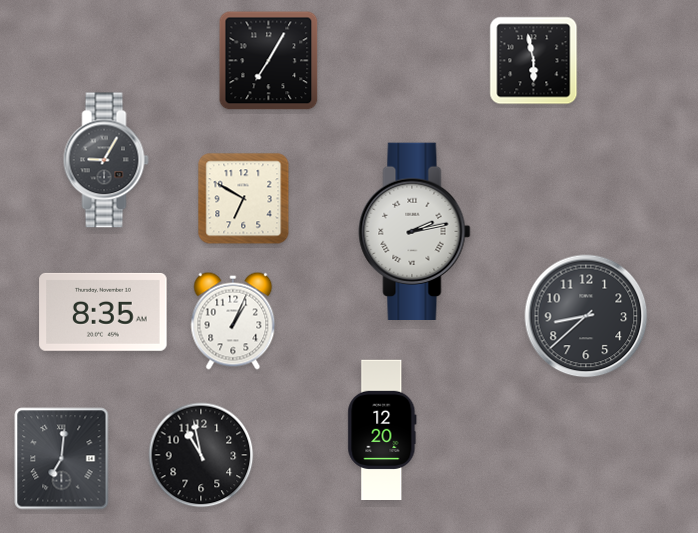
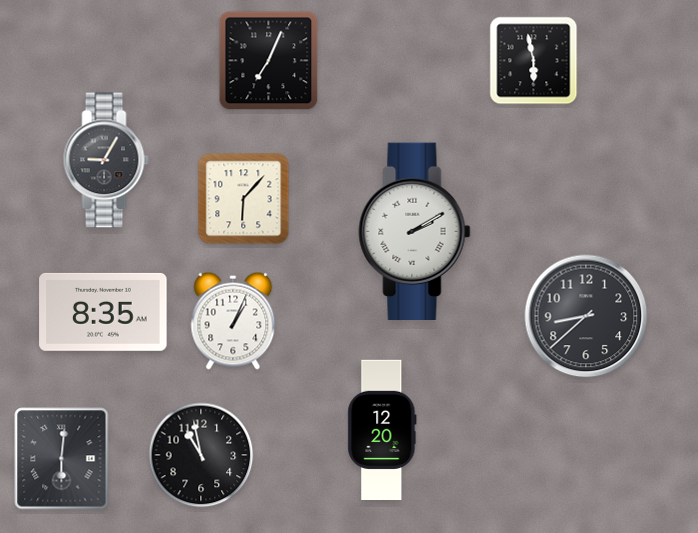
clock at (269, 61): 7:05 -> 7:04
clock at (244, 199): 6:50 -> 6:07
clock at (415, 231): 2:13 -> 2:10
clock at (62, 459): 7:01 -> 6:01
